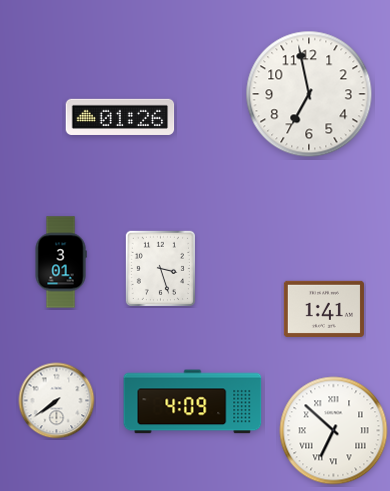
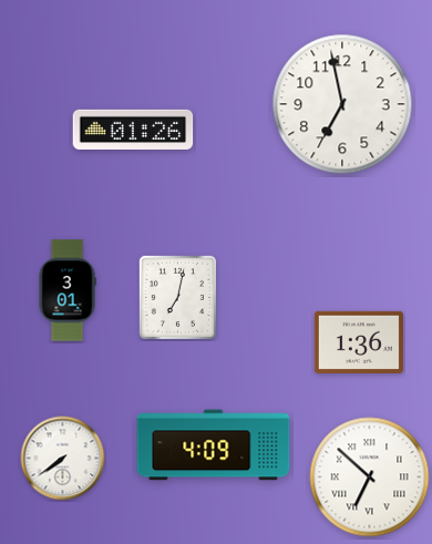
clock at (160, 268): 3:27 -> 7:02
clock at (324, 309): 1:41 -> 1:36
clock at (57, 401) position: (57, 401) -> (63, 459)
